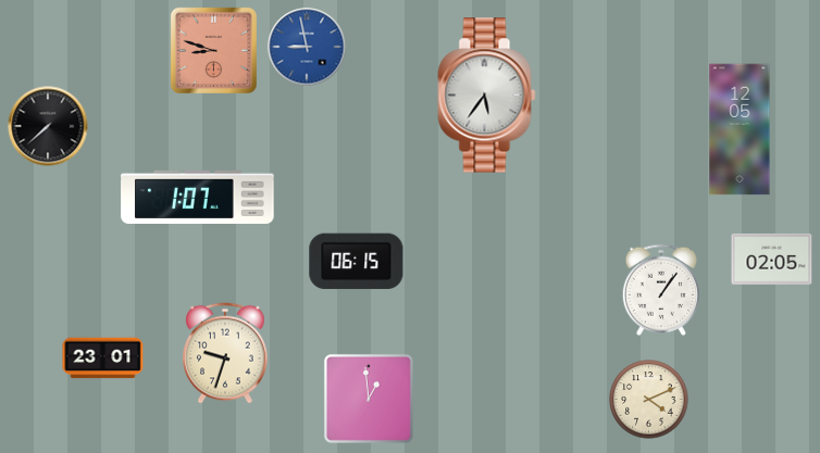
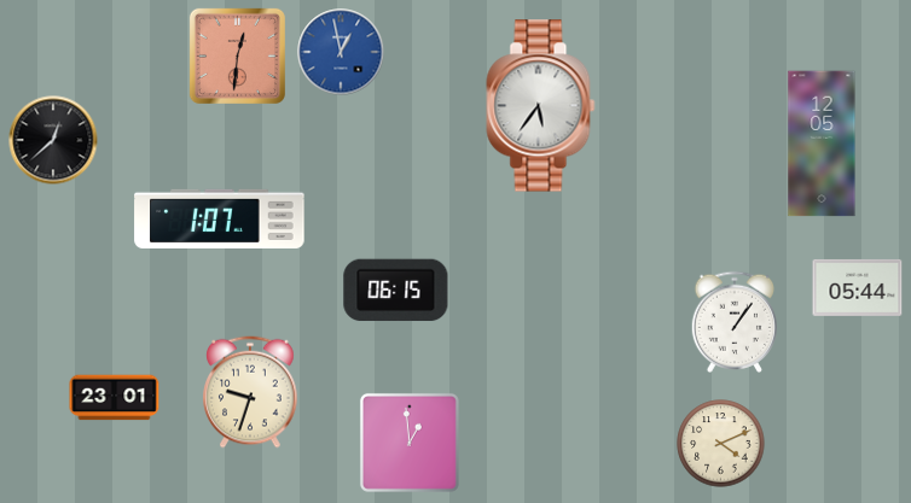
clock at (307, 47): 8:58 -> 12:58
clock at (213, 50): 8:48 -> 12:31
clock at (48, 126): 7:38 -> 12:38
clock at (772, 259): 02:05 -> 05:44
